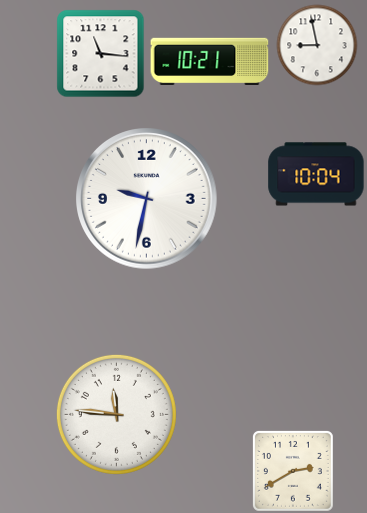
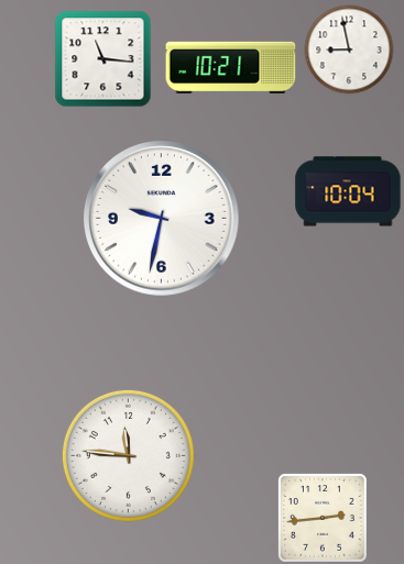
clock at (100, 53) position: (100, 53) -> (102, 58)
clock at (293, 471): 2:40 -> 2:44
